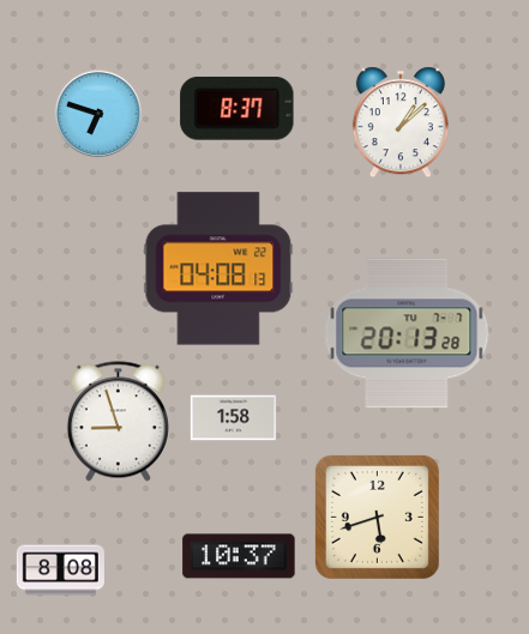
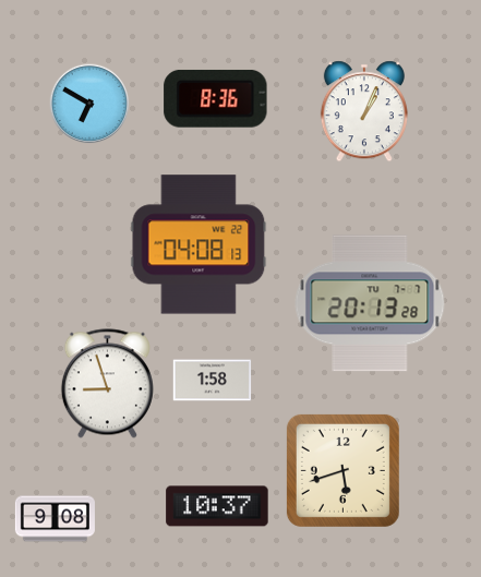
clock at (238, 108): 8:37 -> 8:36
clock at (98, 114): 6:48 -> 6:50
clock at (401, 122): 1:08 -> 1:04
clock at (60, 570): 8:08 -> 9:08
